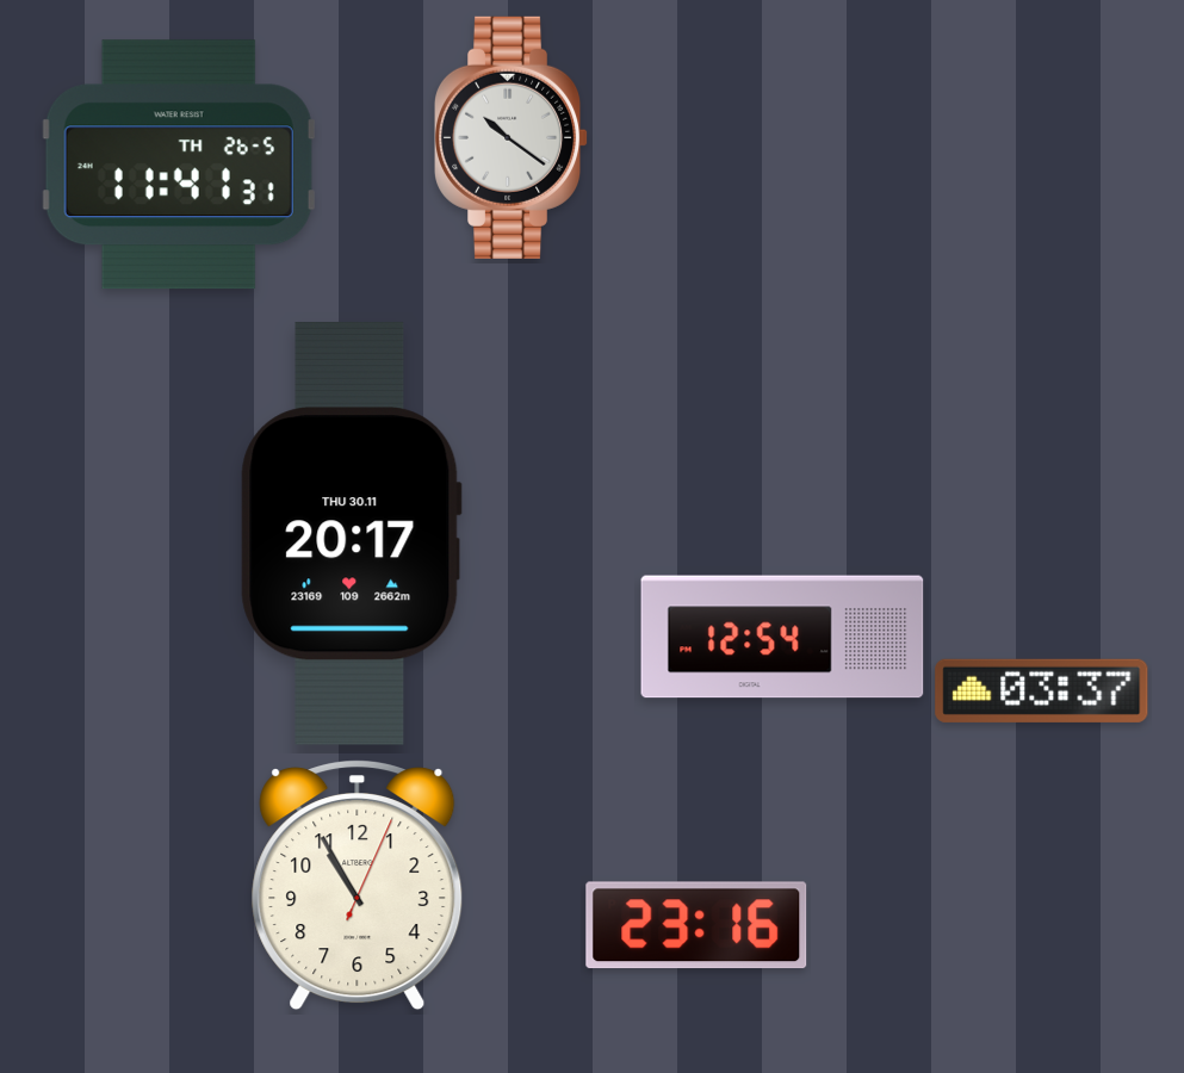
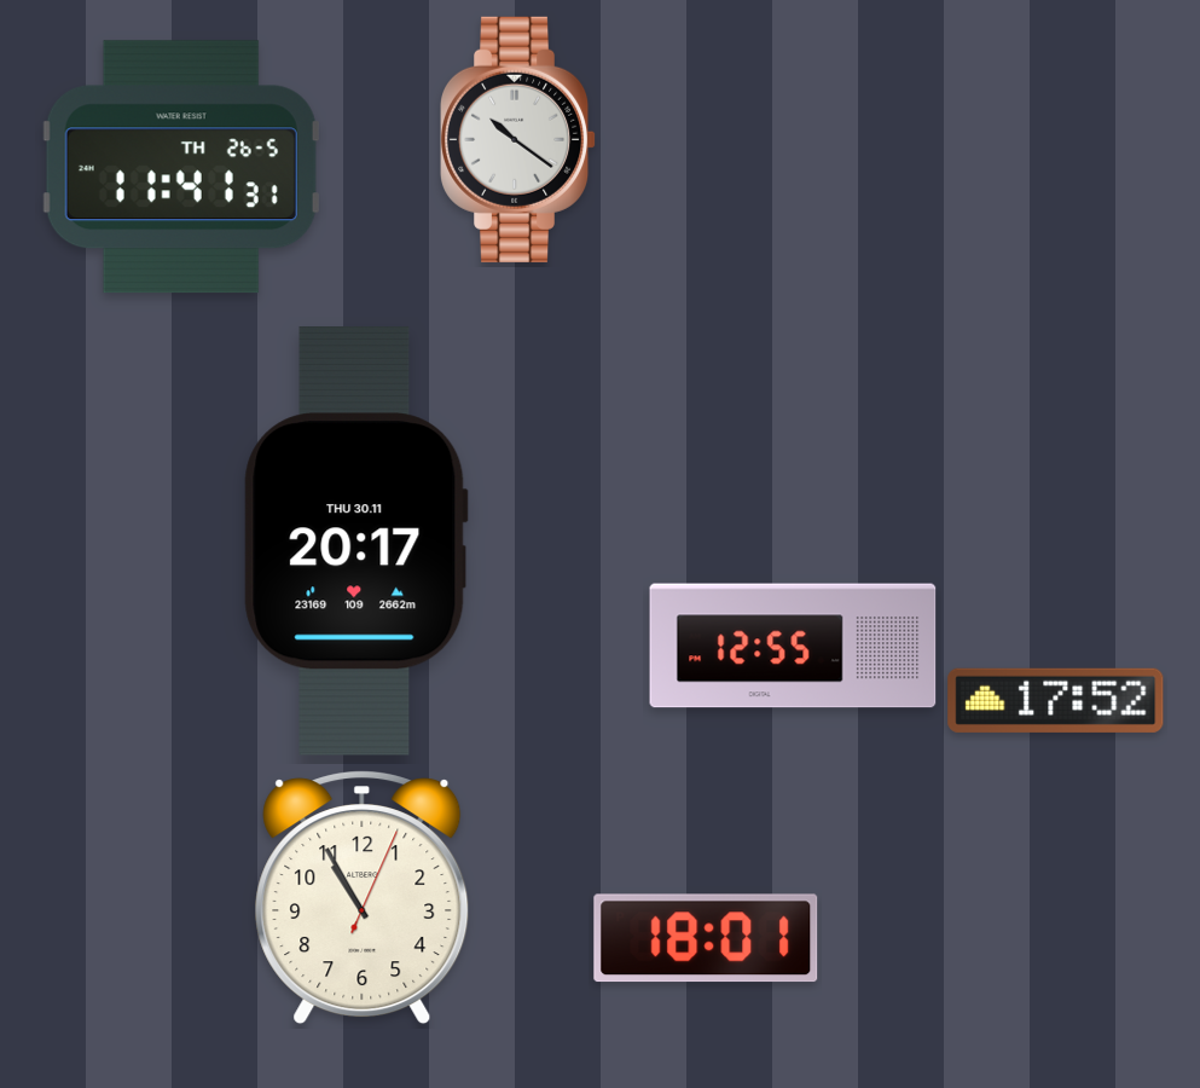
clock at (782, 637): 12:54 -> 12:55
clock at (1042, 690): 03:37 -> 17:52
clock at (696, 925): 23:16 -> 18:01
